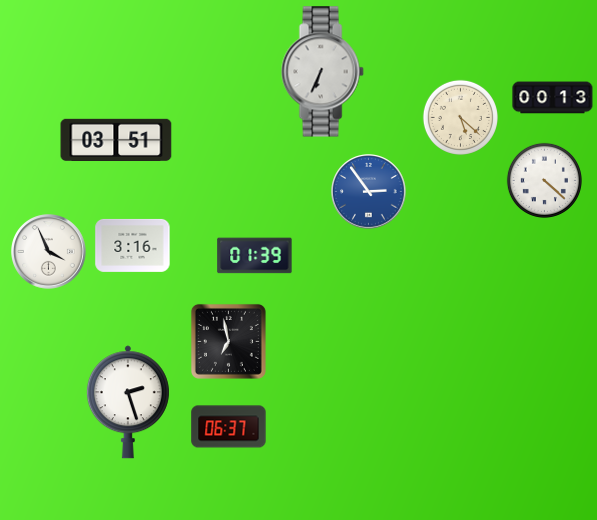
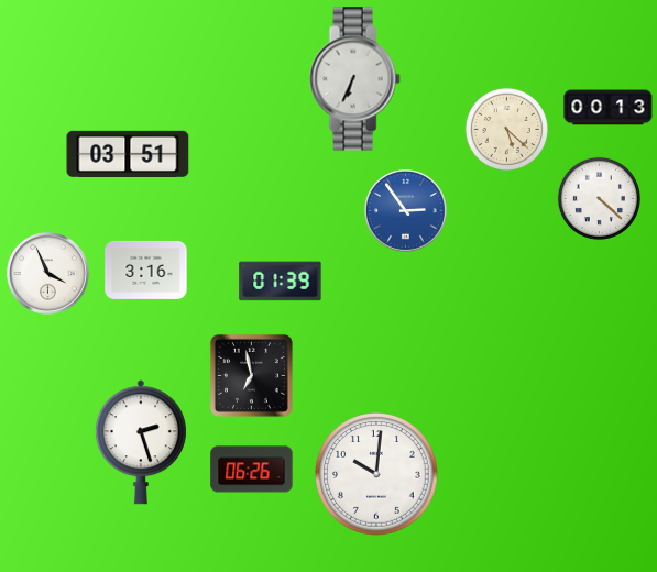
clock at (49, 252) position: (49, 252) -> (48, 274)
clock at (229, 427): 06:37 -> 06:26
clock at (376, 474): none -> 10:01
